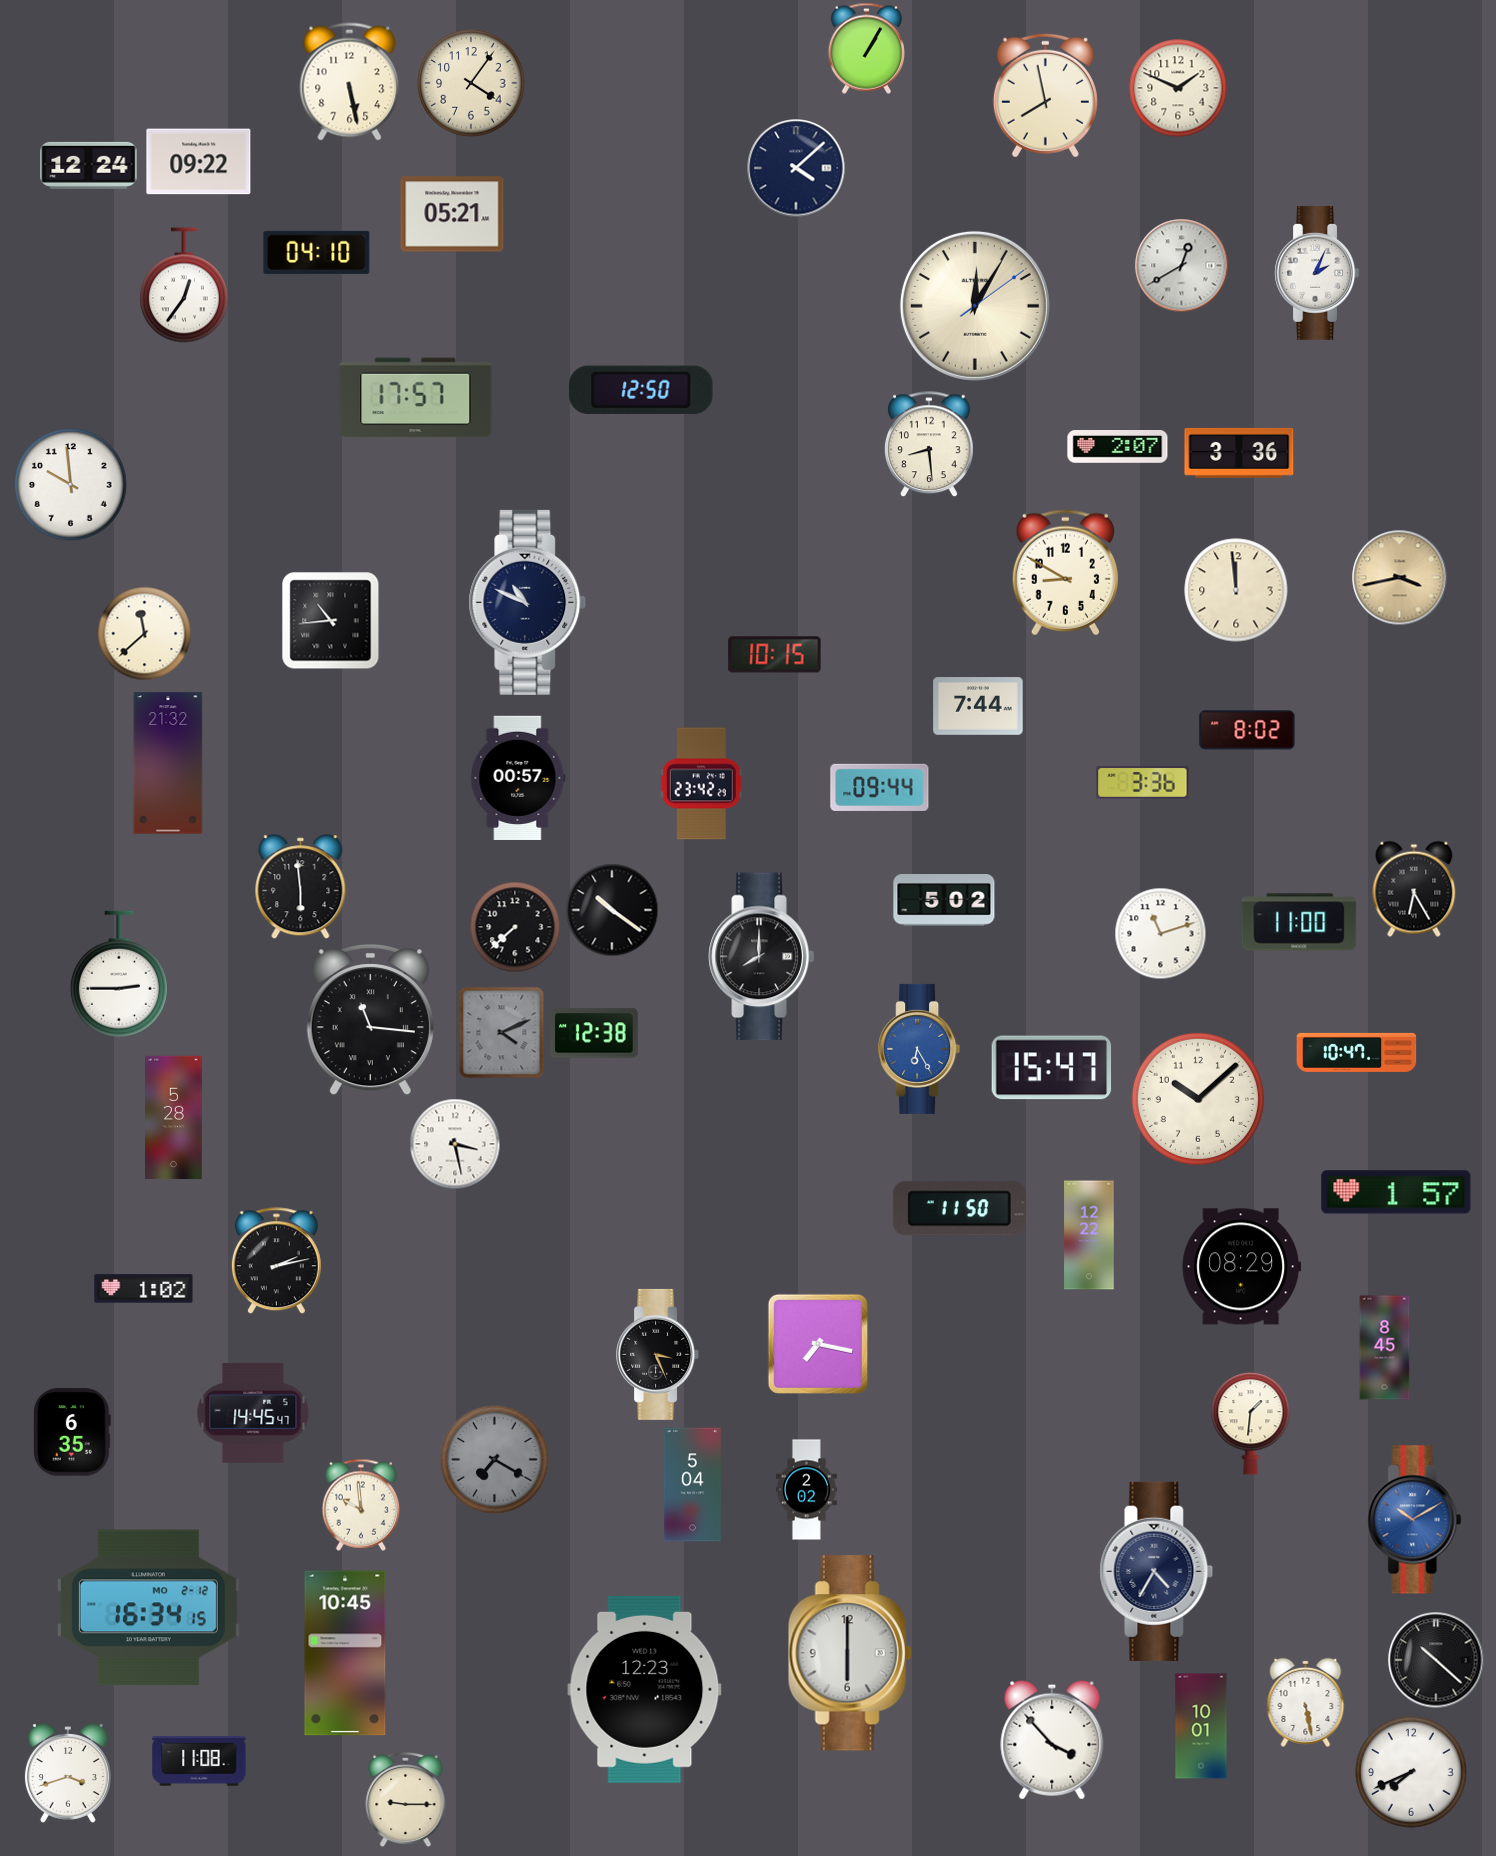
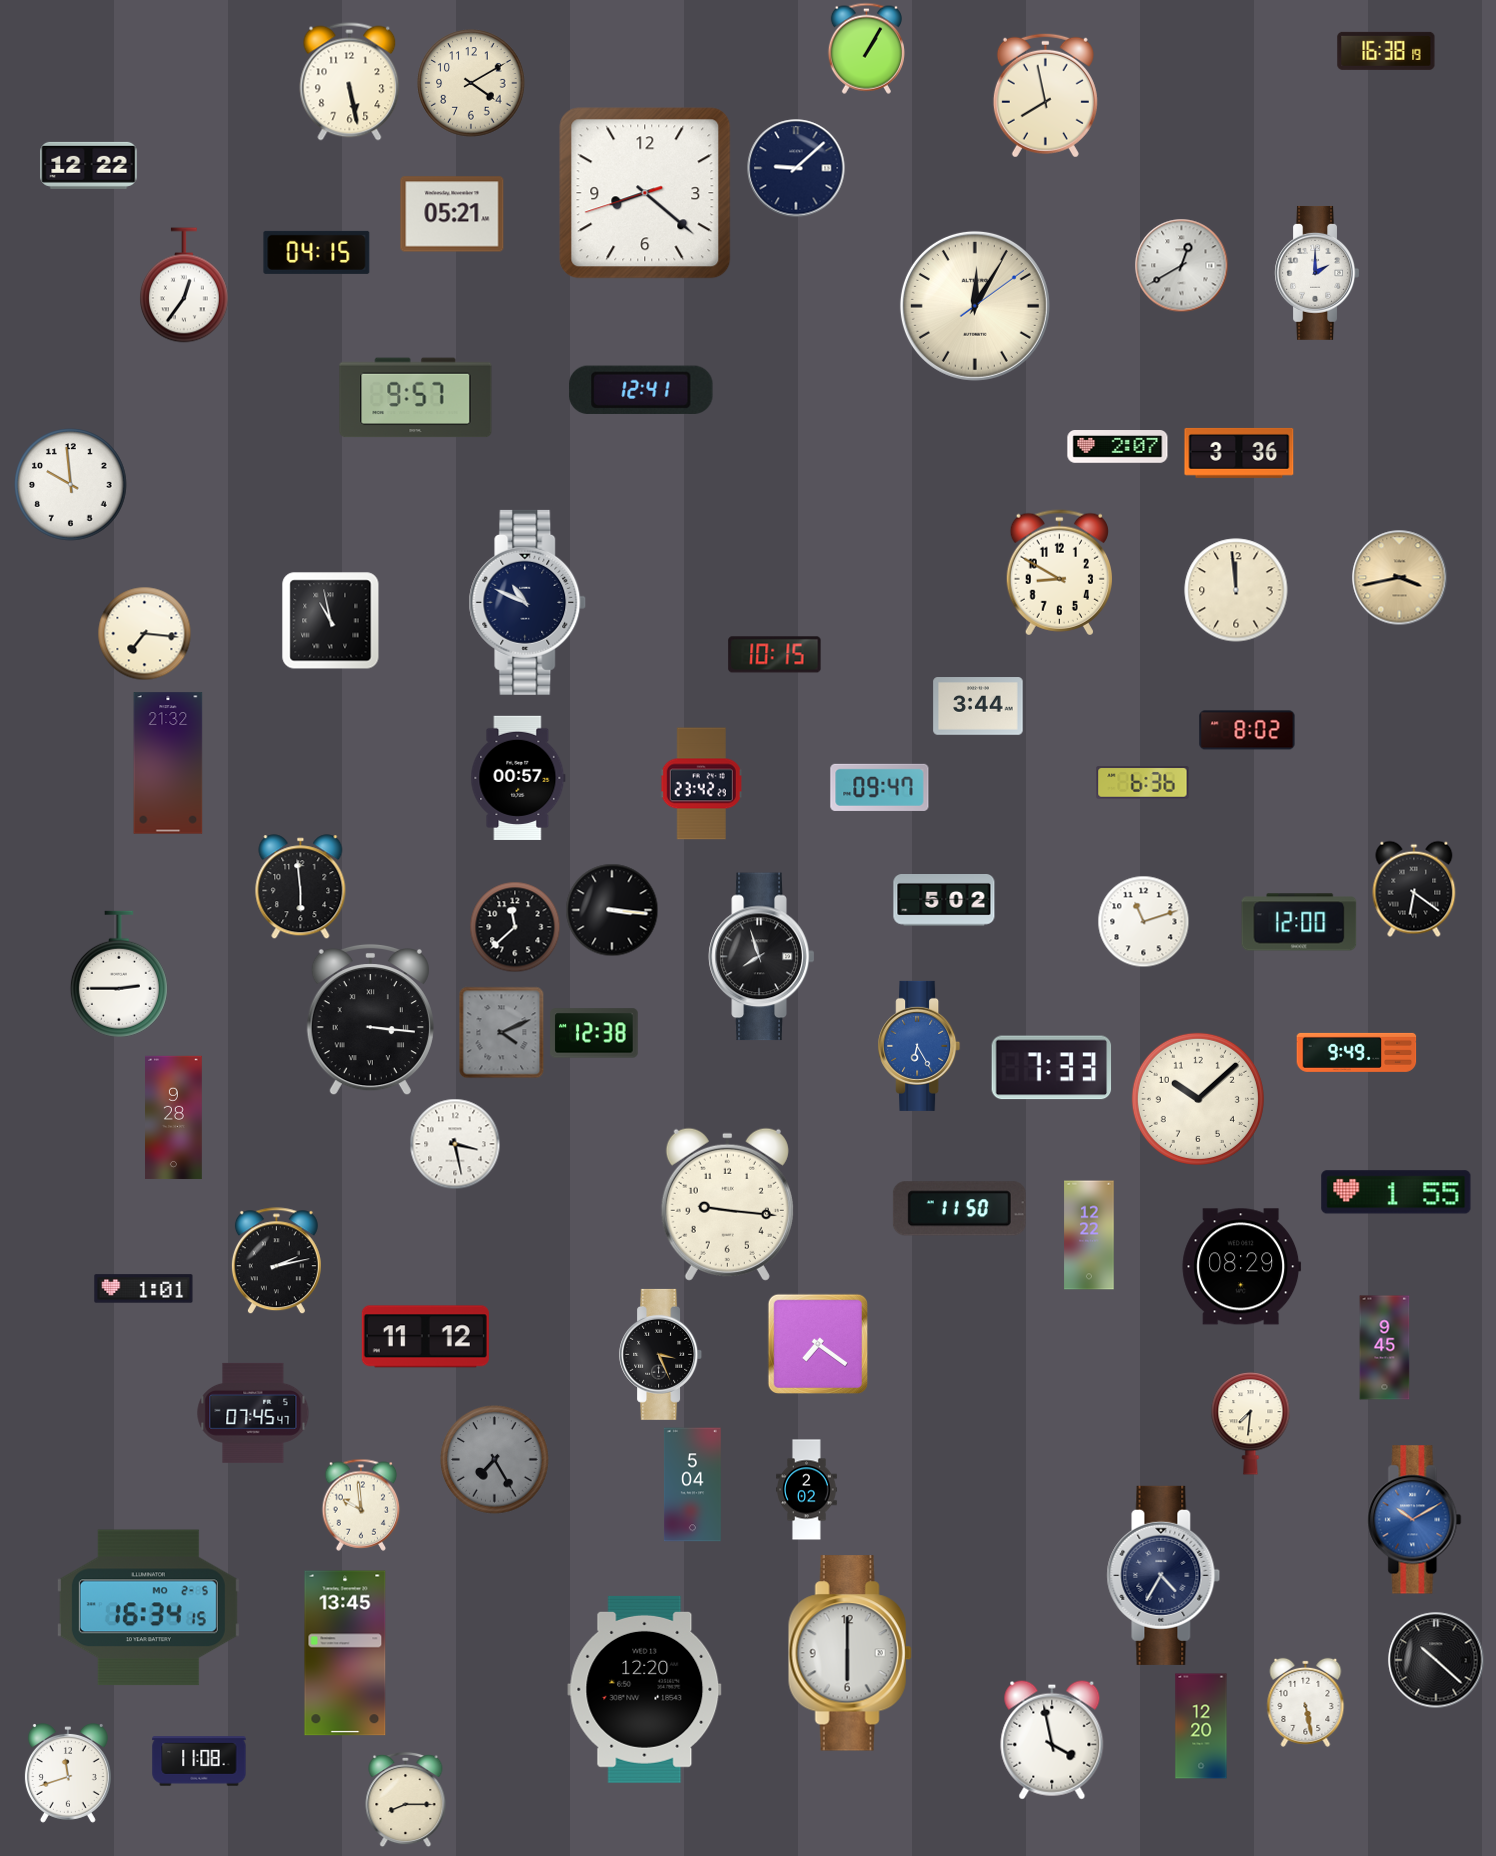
clock at (1386, 51): none -> 16:38
clock at (471, 83): 4:06 -> 4:10
clock at (1178, 88): 1:49 -> none
clock at (199, 162): 09:22 -> none
clock at (89, 165): 12:24 -> 12:22
clock at (796, 168): 4:08 -> 9:08
clock at (645, 193): none -> 8:21
clock at (317, 252): 04:10 -> 04:15
clock at (1317, 273): 2:04 -> 2:00
clock at (641, 390): 12:50 -> 12:41
clock at (416, 398): 17:57 -> 9:57
clock at (929, 444): 8:29 -> none
clock at (1065, 573) position: (1065, 573) -> (1059, 573)
clock at (331, 621): 10:44 -> 10:58
clock at (144, 633): 11:38 -> 7:16
clock at (978, 706): 7:44 -> 3:44
clock at (1143, 783): 3:36 -> 6:36
clock at (880, 787): 09:44 -> 09:47
clock at (1414, 889): 6:25 -> 6:21
clock at (612, 910): 10:21 -> 3:16
clock at (1299, 922): 11:00 -> 12:00
clock at (515, 927): 7:38 -> 11:38
clock at (1160, 933) position: (1160, 933) -> (1143, 921)
clock at (762, 957): 8:00 -> 7:57
clock at (370, 1020): 11:16 -> 3:16
clock at (919, 1049) position: (919, 1049) -> (919, 1046)
clock at (1357, 1052): 10:47 -> 9:49
clock at (1052, 1068): 15:47 -> 7:33
clock at (174, 1118): 5:28 -> 9:28
clock at (1396, 1192): 1:57 -> 1:55
clock at (727, 1204): none -> 9:16
clock at (144, 1289): 1:02 -> 1:01
clock at (425, 1337): none -> 11:12
clock at (817, 1343): 7:17 -> 7:21
clock at (1385, 1348): 8:45 -> 9:45
clock at (658, 1354) position: (658, 1354) -> (661, 1354)
clock at (253, 1413): 14:45 -> 07:45
clock at (1251, 1424): 1:31 -> 7:31
clock at (72, 1432): 6:35 -> none
clock at (495, 1460): 7:20 -> 7:25
clock at (1157, 1571) position: (1157, 1571) -> (1164, 1575)
clock at (148, 1608) date: MO 2-12 -> MO 2-5
clock at (345, 1653): 10:45 -> 13:45
clock at (645, 1689): 12:23 -> 12:20
clock at (1201, 1726): 10:01 -> 12:20
clock at (1052, 1740): 3:53 -> 3:58
clock at (1411, 1772): 7:41 -> none
clock at (68, 1774): 3:42 -> 11:42
clock at (406, 1799): 9:15 -> 8:15
